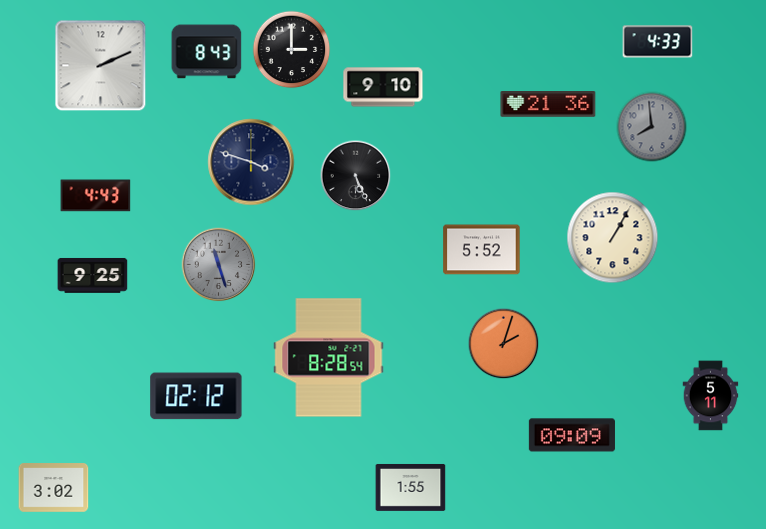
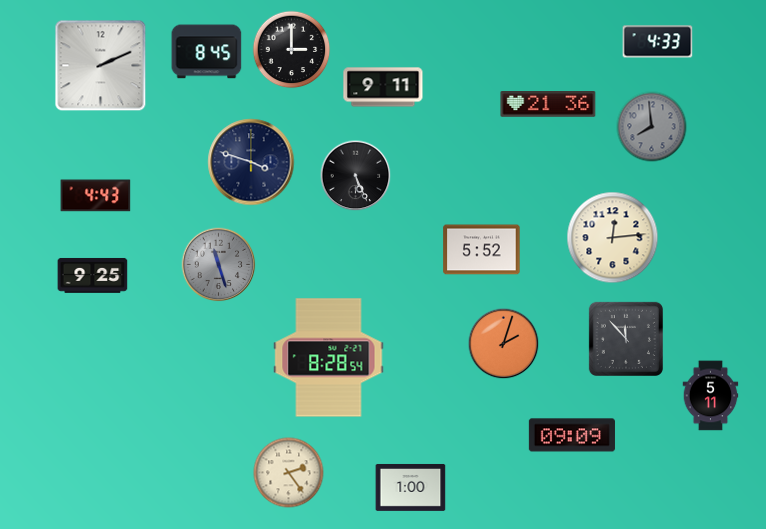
clock at (207, 52): 8:43 -> 8:45
clock at (383, 87): 9:10 -> 9:11
clock at (613, 238): 1:05 -> 12:14
clock at (626, 339): none -> 11:53
clock at (196, 396): 02:12 -> none
clock at (289, 473): none -> 2:24
clock at (411, 487): 1:55 -> 1:00
clock at (54, 488): 3:02 -> none
